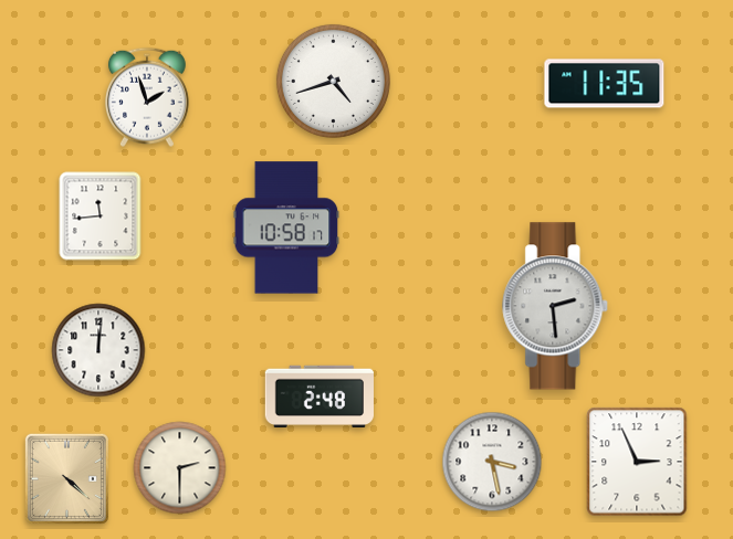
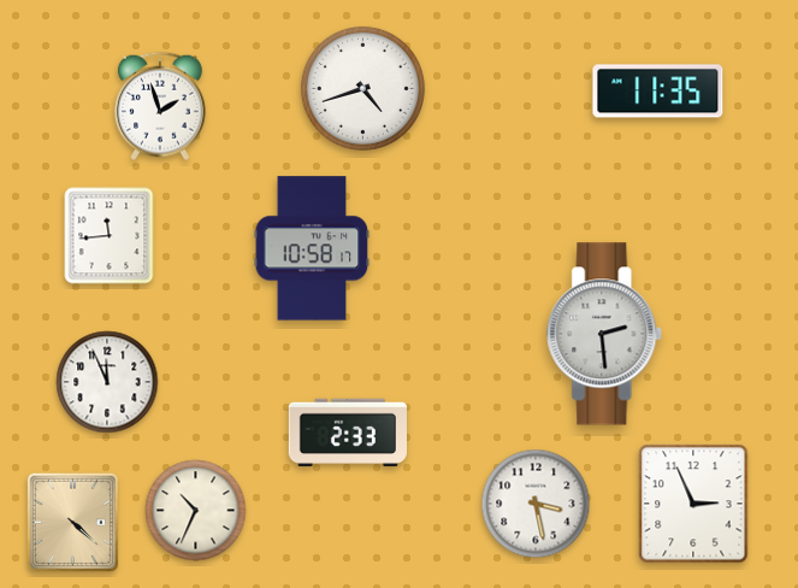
clock at (98, 350): 12:01 -> 11:56
clock at (320, 395): 2:48 -> 2:33
clock at (180, 468): 2:30 -> 10:34
